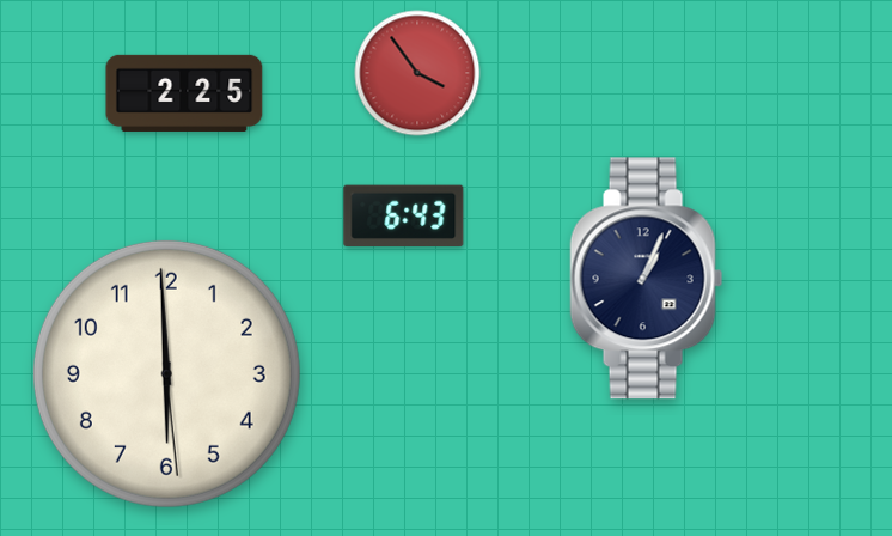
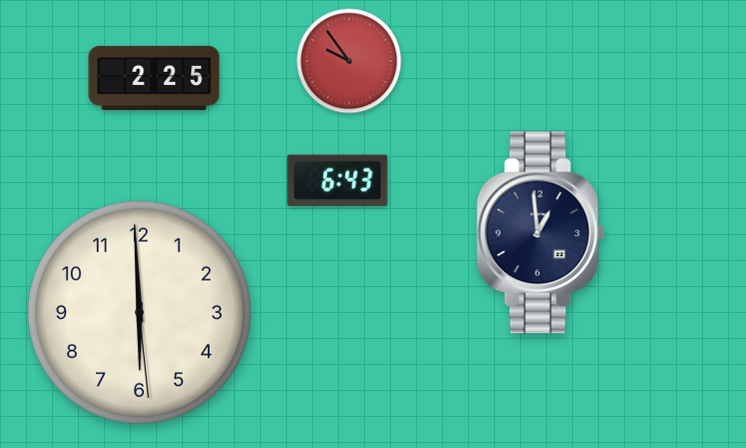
clock at (417, 73): 3:54 -> 9:54
clock at (647, 279): 1:04 -> 12:59
